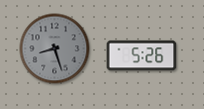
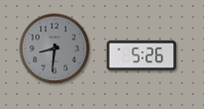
clock at (55, 49): 8:27 -> 8:31
